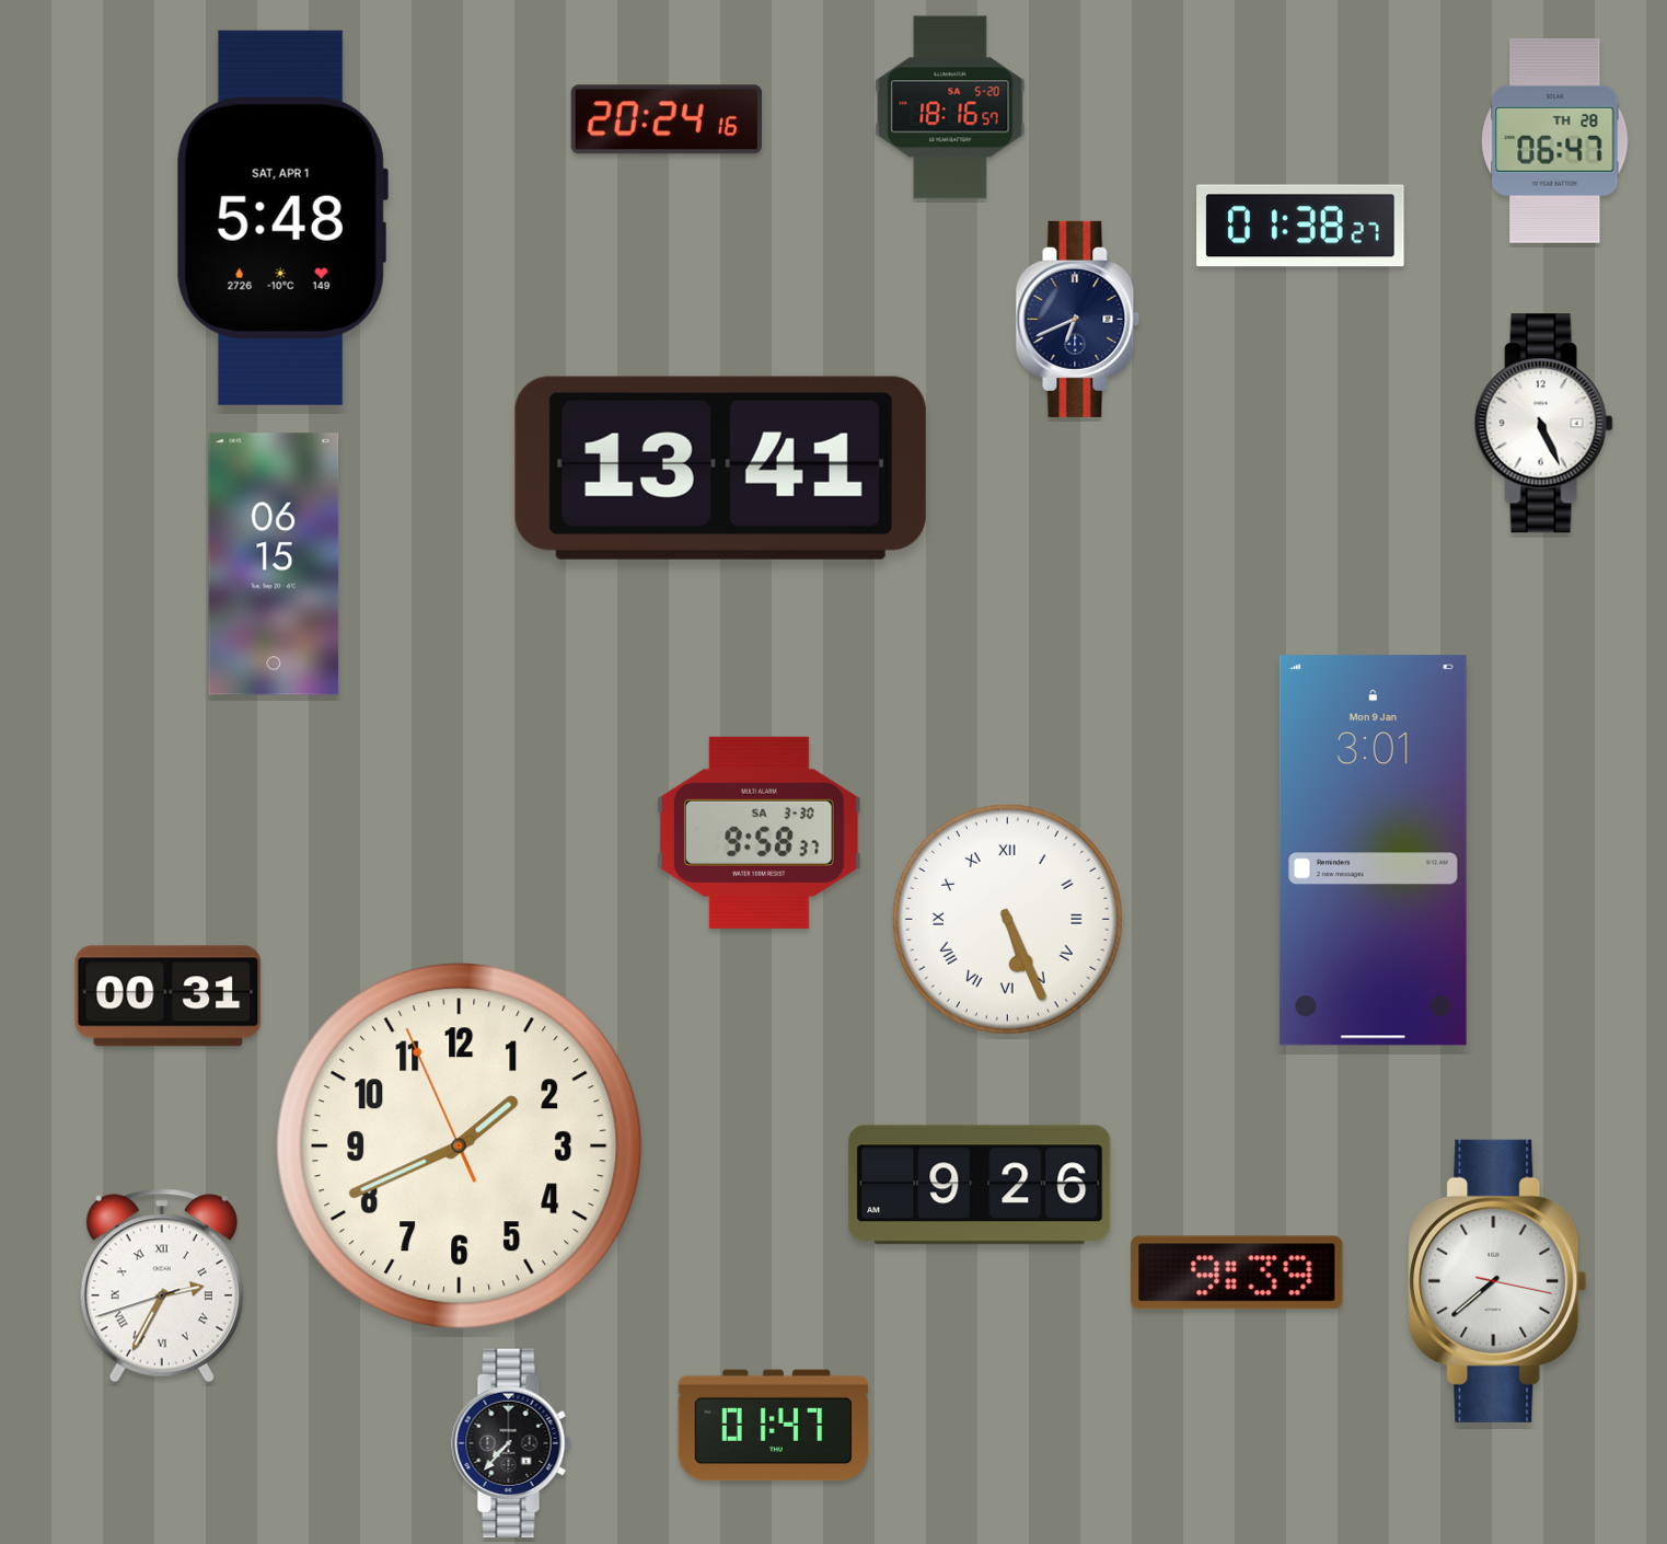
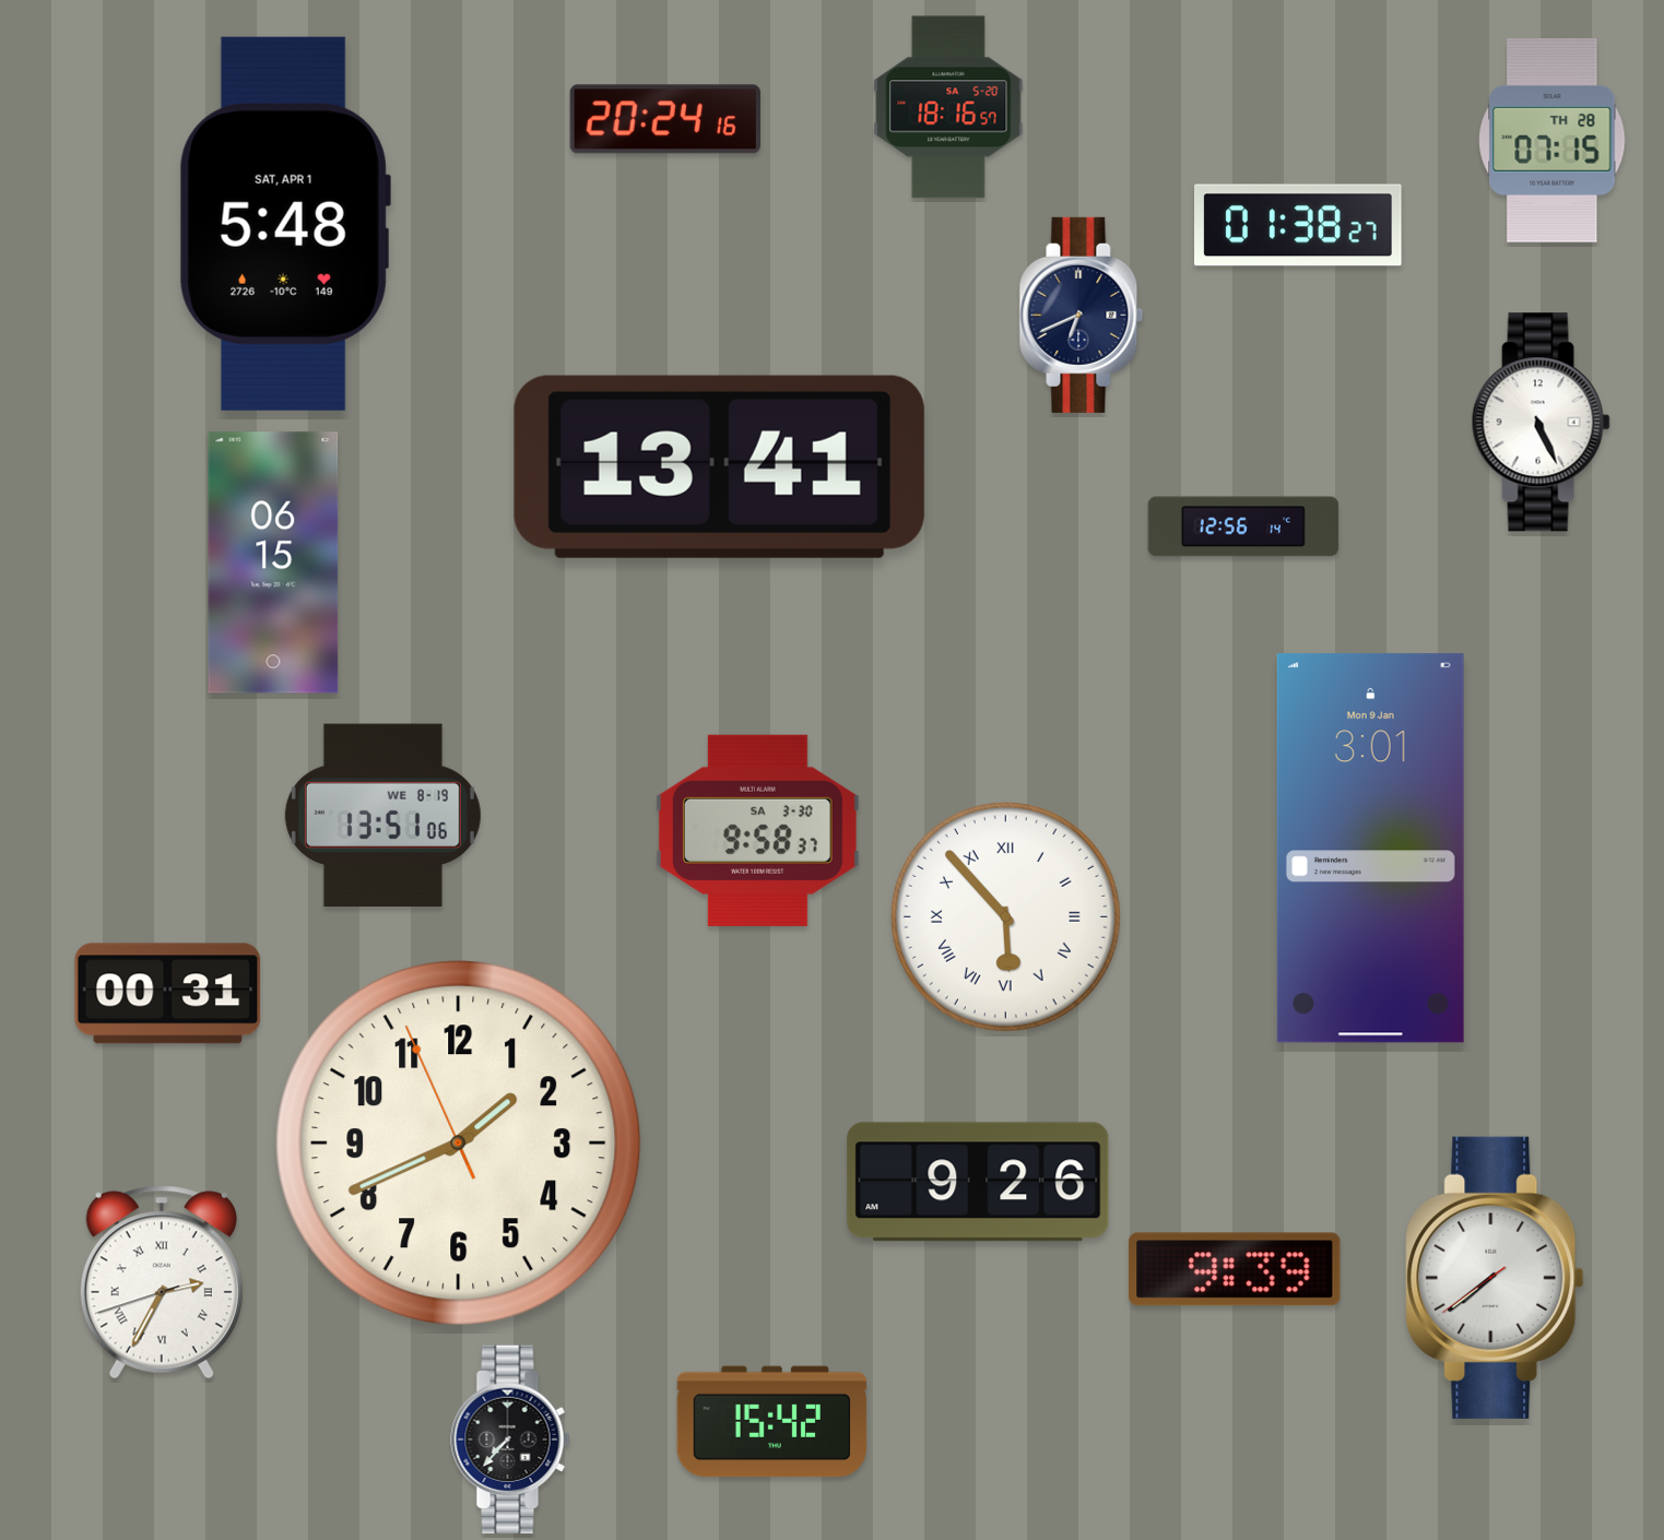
clock at (1555, 140): 06:47 -> 07:15
clock at (282, 218) position: (282, 218) -> (285, 224)
clock at (1078, 319) position: (1078, 319) -> (1082, 315)
clock at (1243, 526): none -> 12:56
clock at (382, 815): none -> 13:51
clock at (1007, 919): 5:26 -> 5:53
clock at (1497, 1281): 7:38:17 -> 7:38:39
clock at (774, 1426): 01:47 -> 15:42
